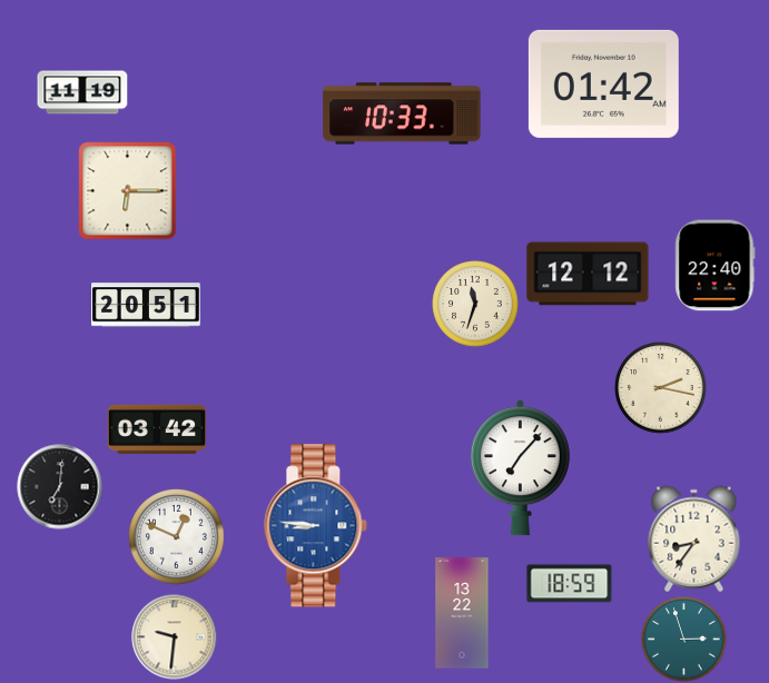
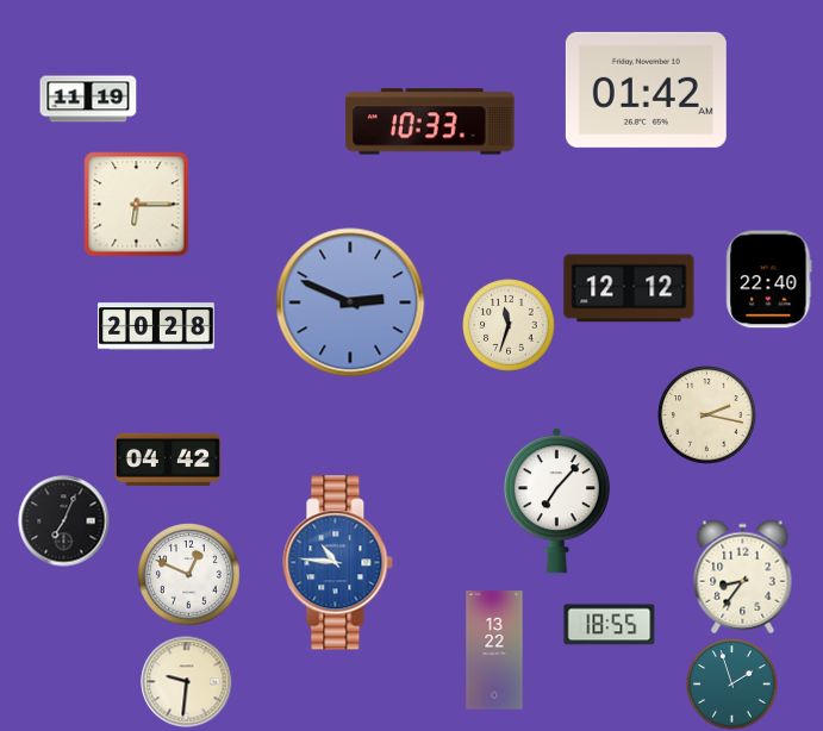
clock at (716, 266) position: (716, 266) -> (769, 280)
clock at (588, 274) position: (588, 274) -> (629, 288)
clock at (350, 302): none -> 2:49
clock at (147, 305): 20:51 -> 20:28
clock at (157, 429): 03:42 -> 04:42
clock at (60, 487): 7:01 -> 7:04
clock at (316, 526): 8:46 -> 10:46
clock at (570, 584): 18:59 -> 18:55
clock at (462, 613) position: (462, 613) -> (494, 650)
clock at (684, 640): 2:57 -> 1:57
